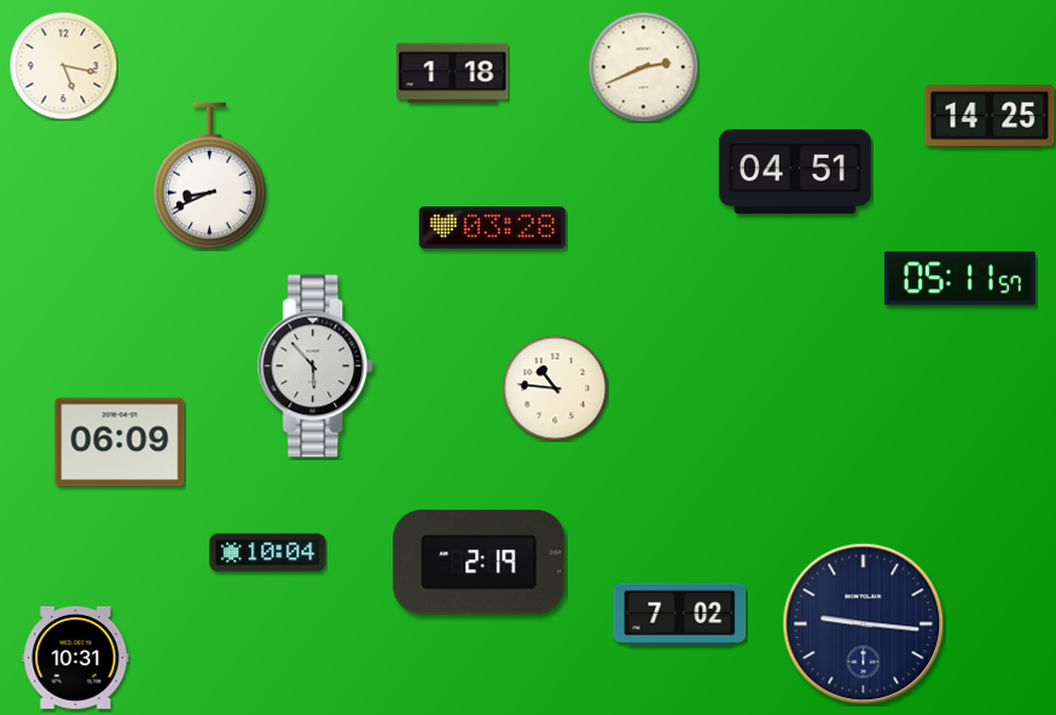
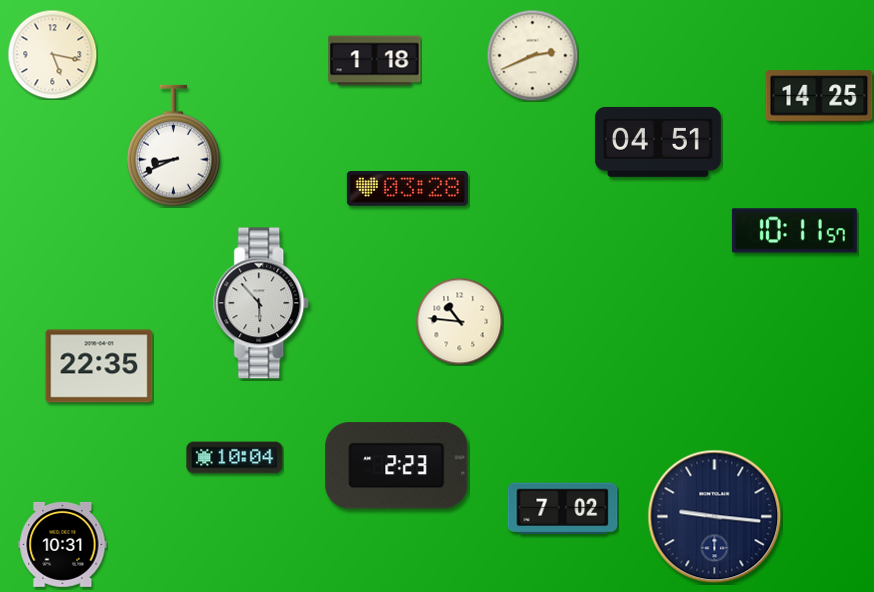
clock at (959, 279): 05:11 -> 10:11
clock at (120, 442): 06:09 -> 22:35
clock at (268, 553) position: (268, 553) -> (235, 458)
clock at (480, 563): 2:19 -> 2:23
